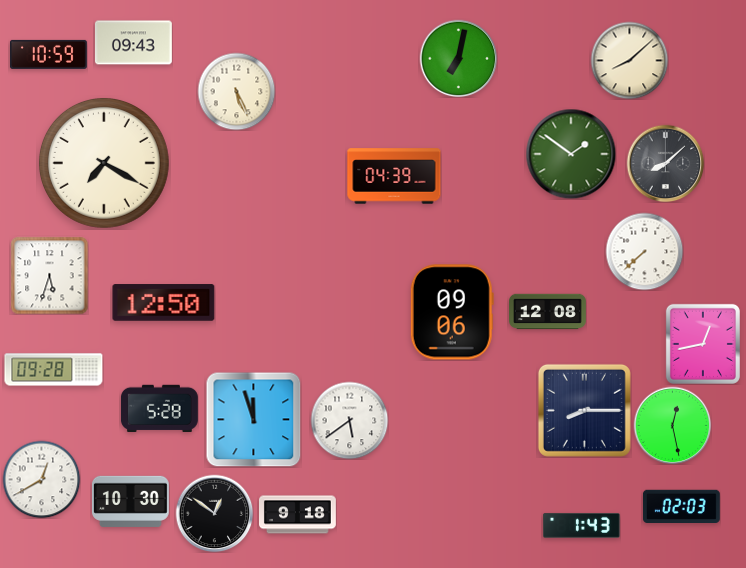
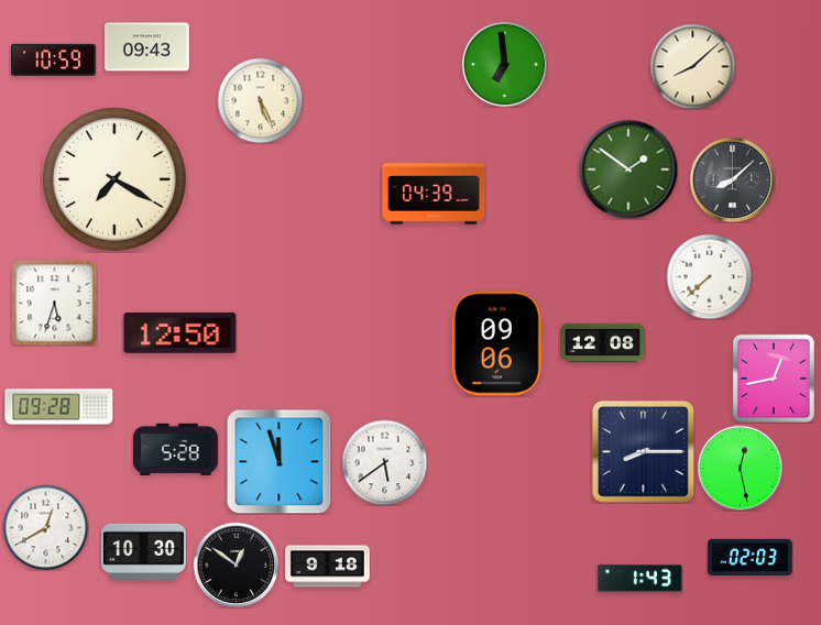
clock at (458, 58): 7:02 -> 6:59
